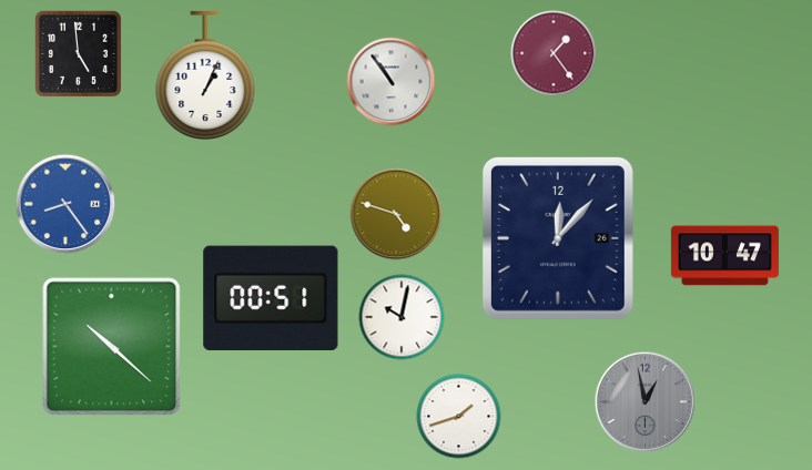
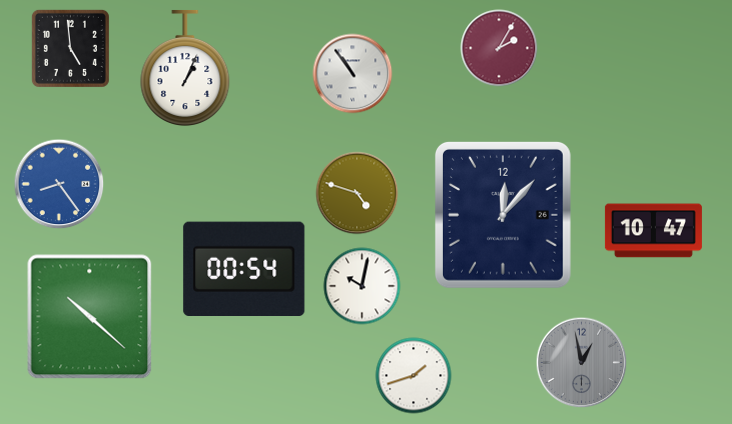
clock at (554, 53): 1:24 -> 2:05
clock at (271, 297): 00:51 -> 00:54
clock at (112, 347) position: (112, 347) -> (90, 317)
